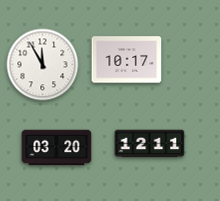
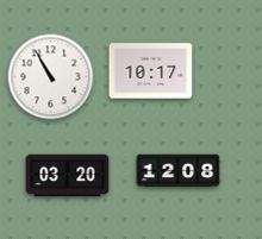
clock at (43, 65): 11:55 -> 10:55
clock at (150, 144): 12:11 -> 12:08
